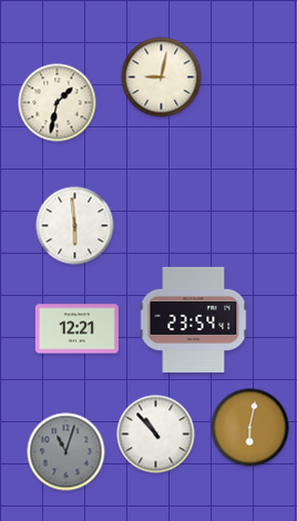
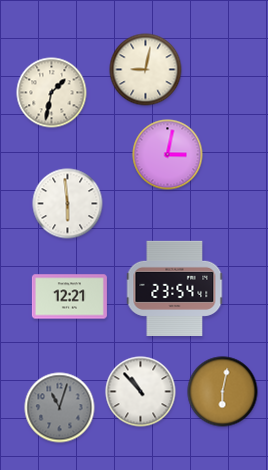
clock at (168, 155): none -> 3:02
clock at (250, 428) position: (250, 428) -> (223, 392)
